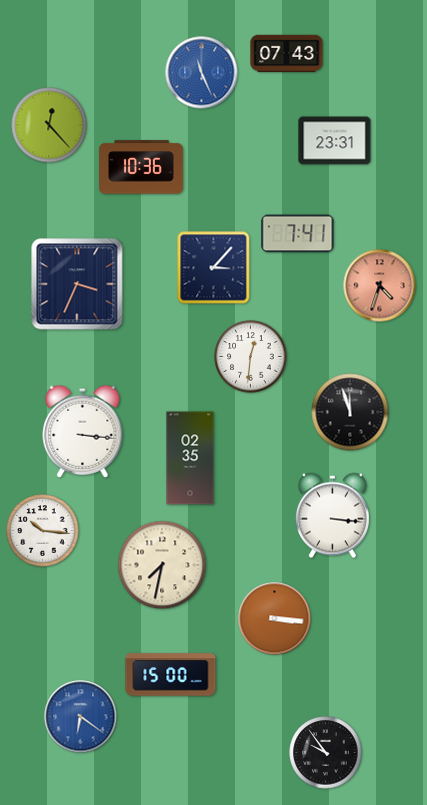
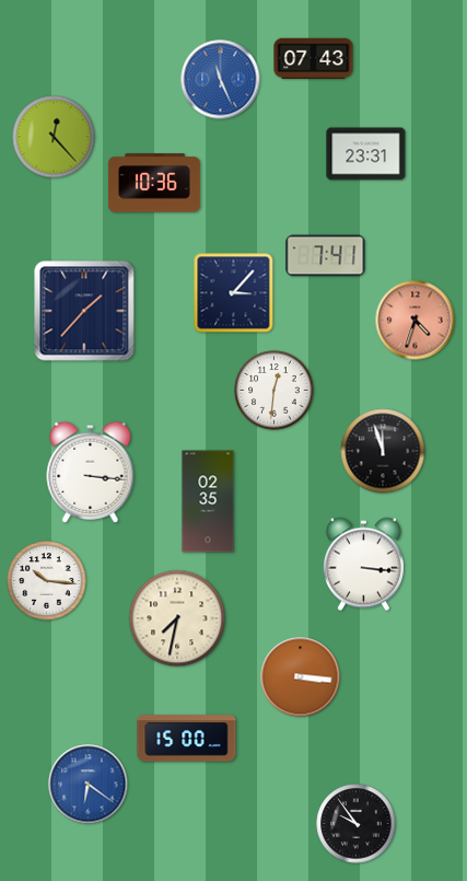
clock at (77, 284): 3:34 -> 1:37
clock at (380, 286) position: (380, 286) -> (416, 321)
